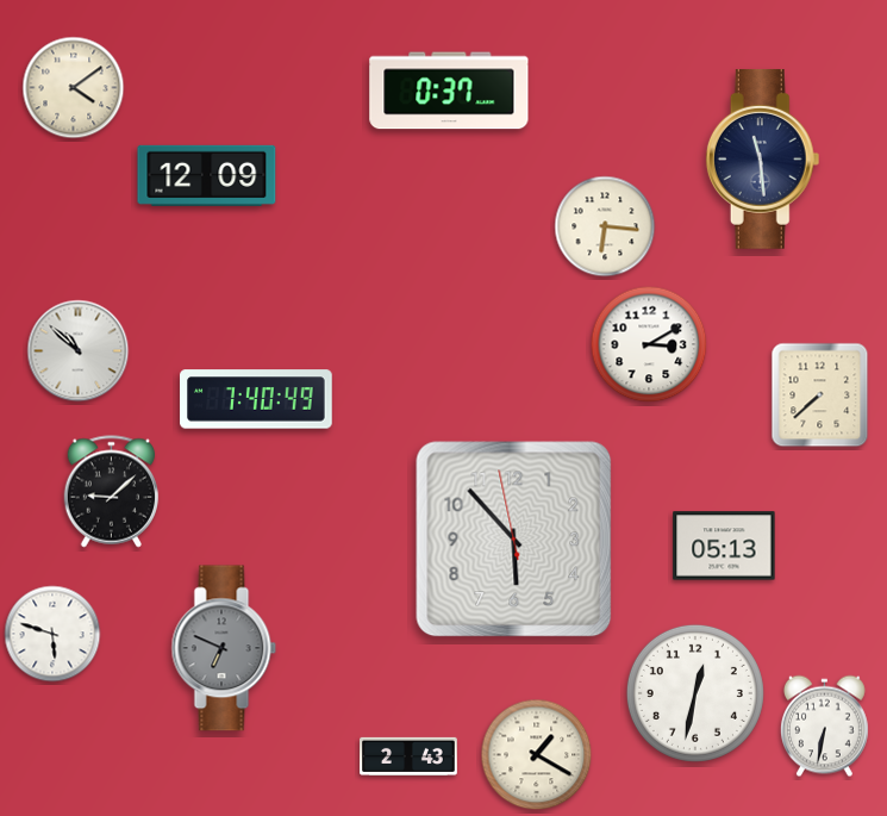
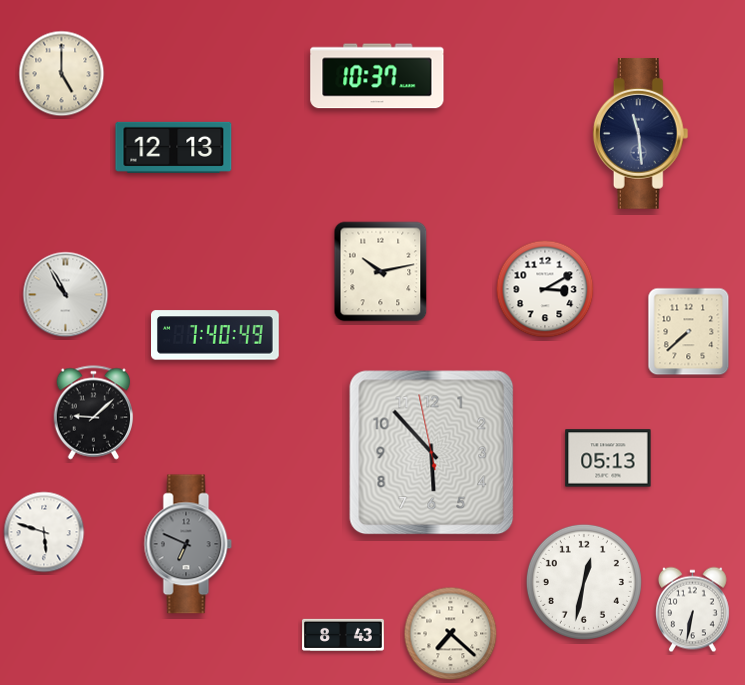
clock at (74, 88): 4:09 -> 5:00
clock at (449, 91): 0:37 -> 10:37
clock at (207, 175): 12:09 -> 12:13
clock at (605, 226): 6:16 -> none
clock at (381, 272): none -> 10:13
clock at (79, 351): 10:52 -> 10:55
clock at (537, 755): 1:20 -> 7:22
clock at (408, 756): 2:43 -> 8:43
